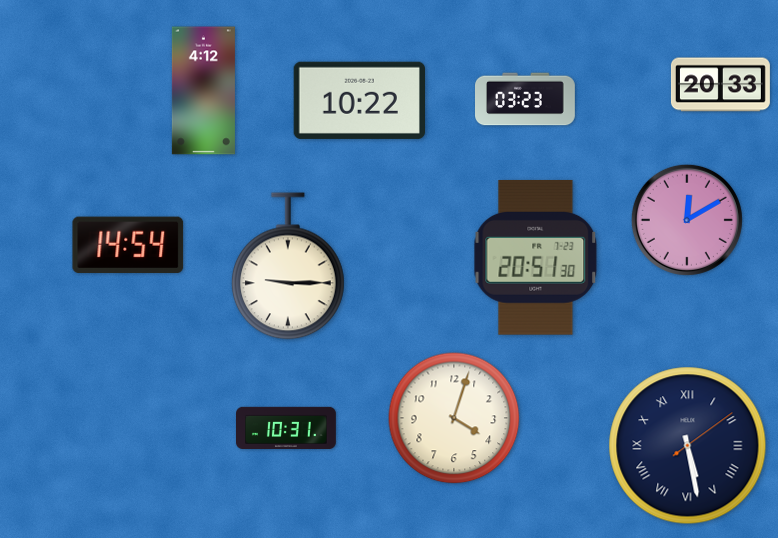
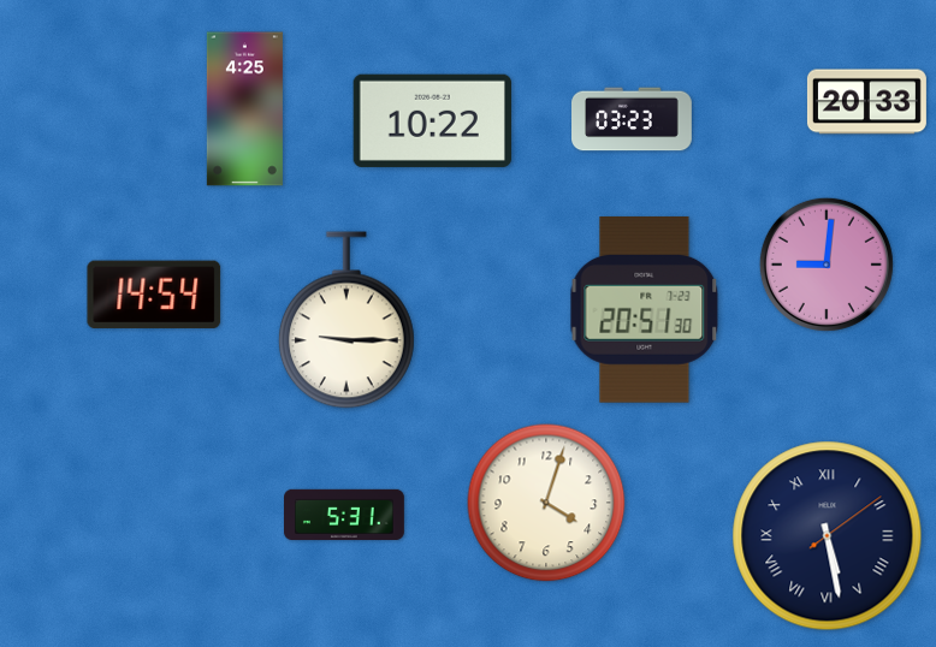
clock at (203, 91): 4:12 -> 4:25
clock at (687, 220): 12:10 -> 9:01
clock at (287, 427): 10:31 -> 5:31
